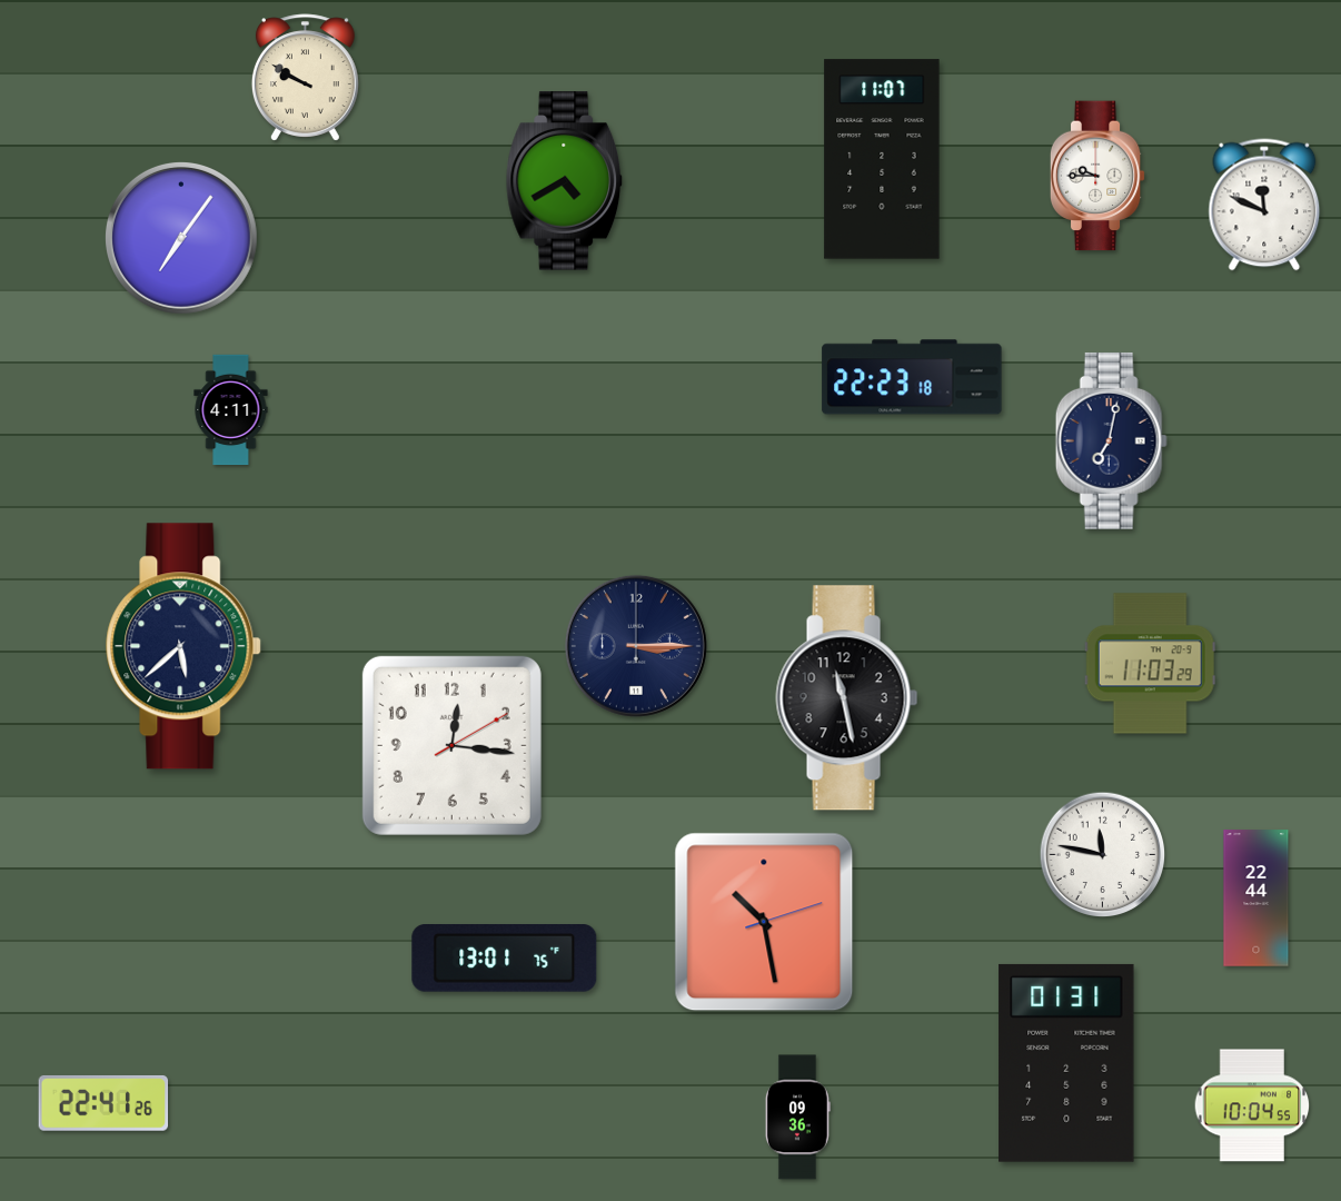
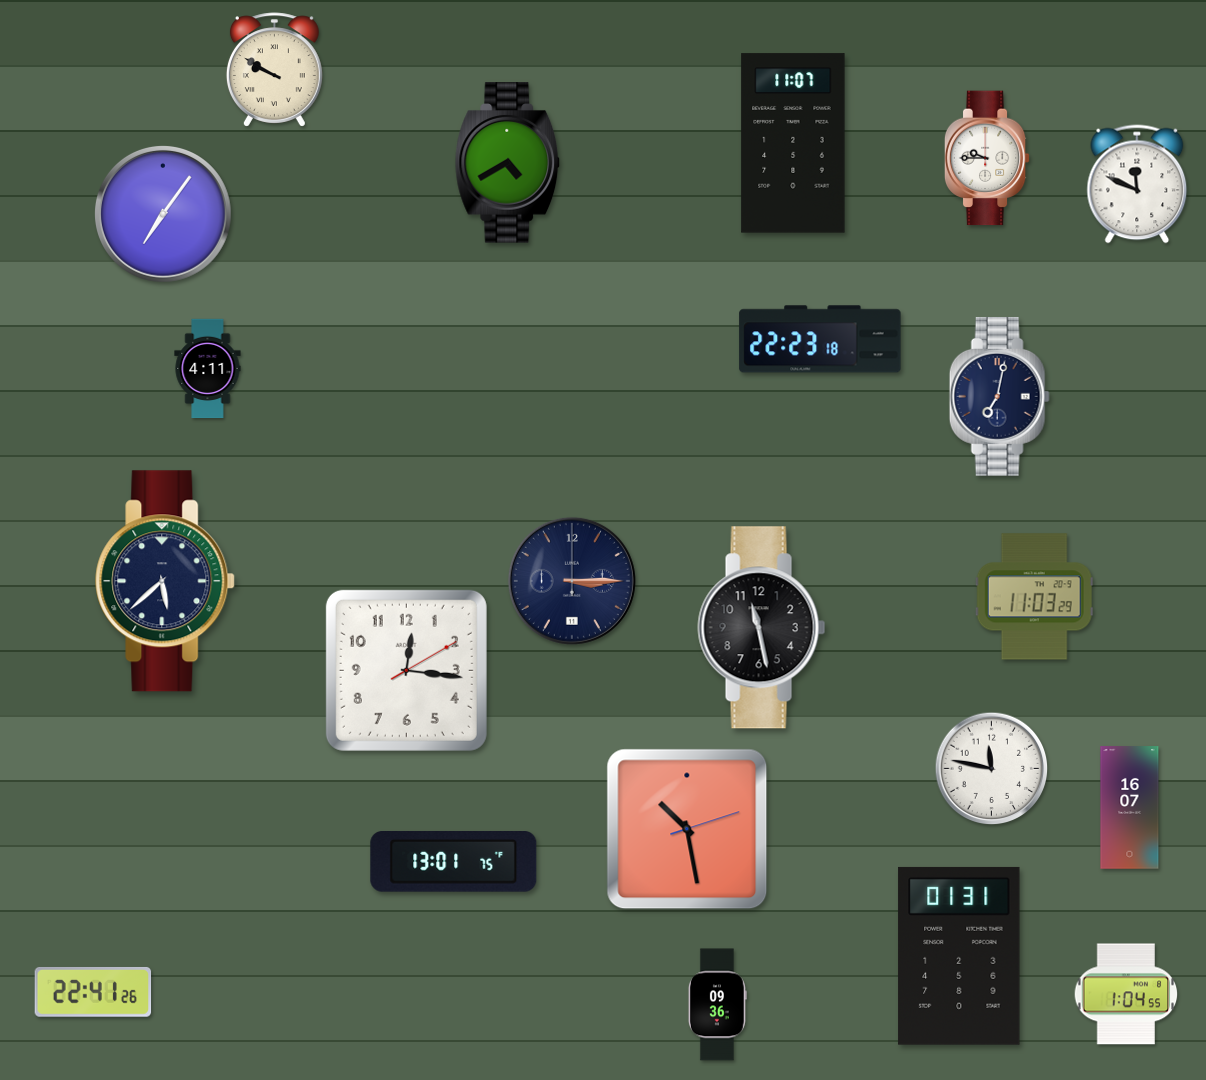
clock at (1256, 899): 22:44 -> 16:07
clock at (1252, 1105): 10:04 -> 1:04
